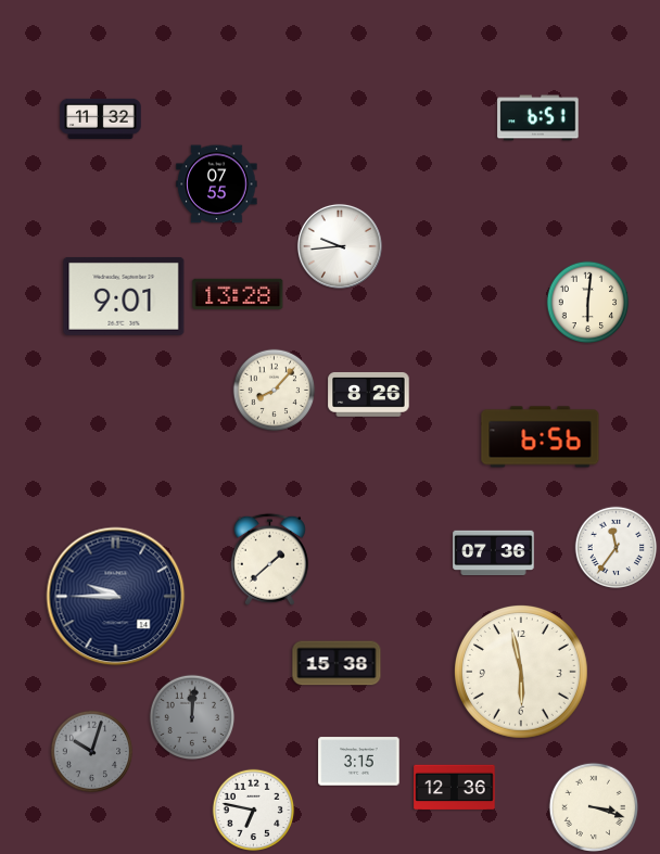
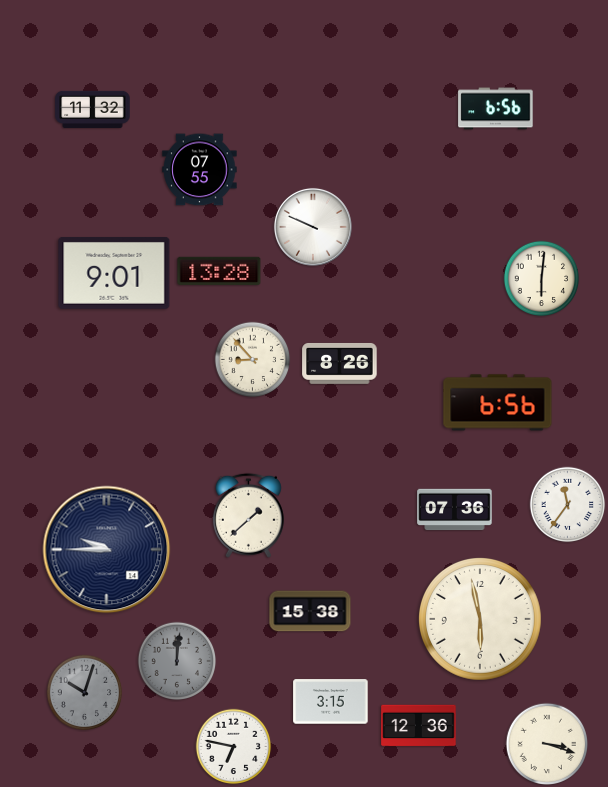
clock at (538, 118): 6:51 -> 6:56
clock at (340, 246): 9:44 -> 9:49
clock at (275, 391): 8:07 -> 8:53
